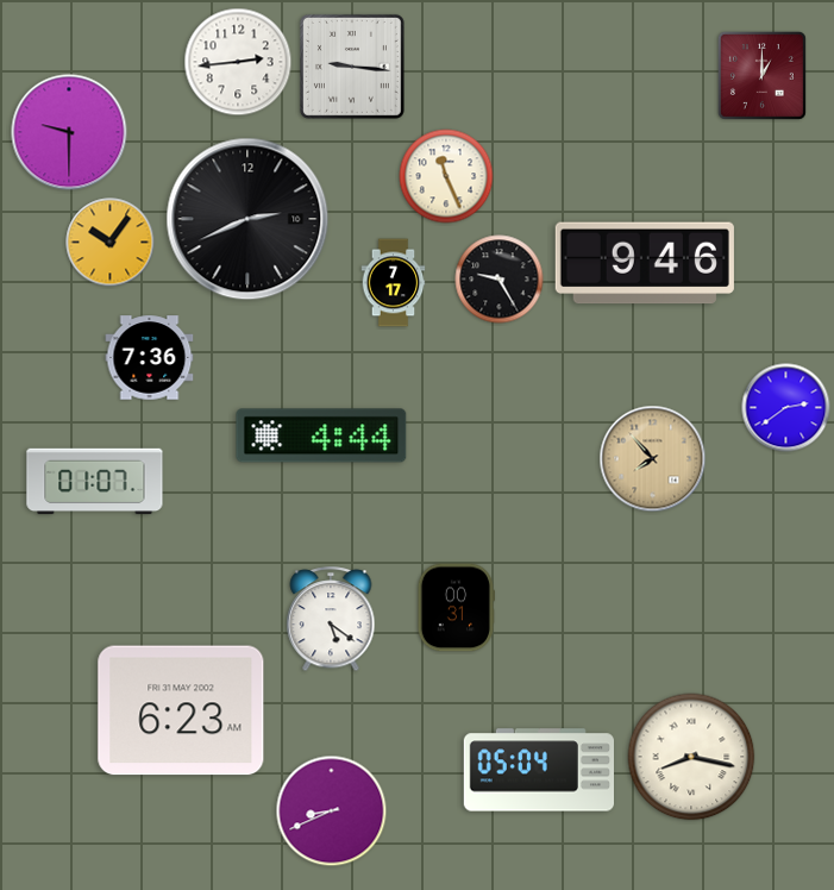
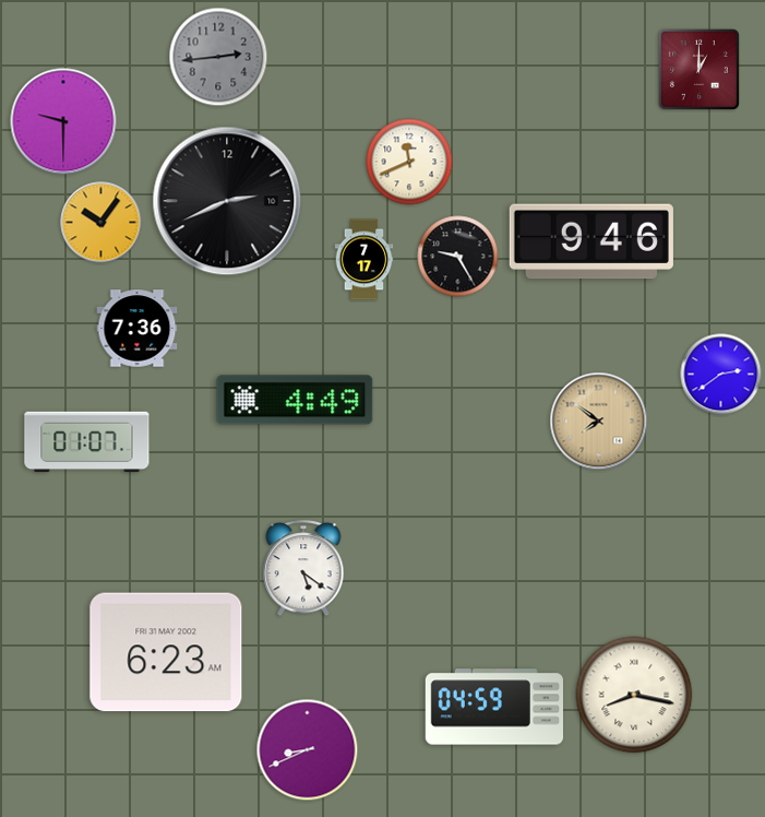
clock at (238, 62) dial: white -> grey
clock at (352, 67): 9:16 -> none
clock at (446, 176): 11:26 -> 11:41
clock at (394, 283) position: (394, 283) -> (364, 260)
clock at (321, 435): 4:44 -> 4:49
clock at (653, 459): 7:53 -> 7:51
clock at (456, 608): 00:31 -> none
clock at (538, 770): 05:04 -> 04:59
clock at (332, 811) position: (332, 811) -> (308, 750)
